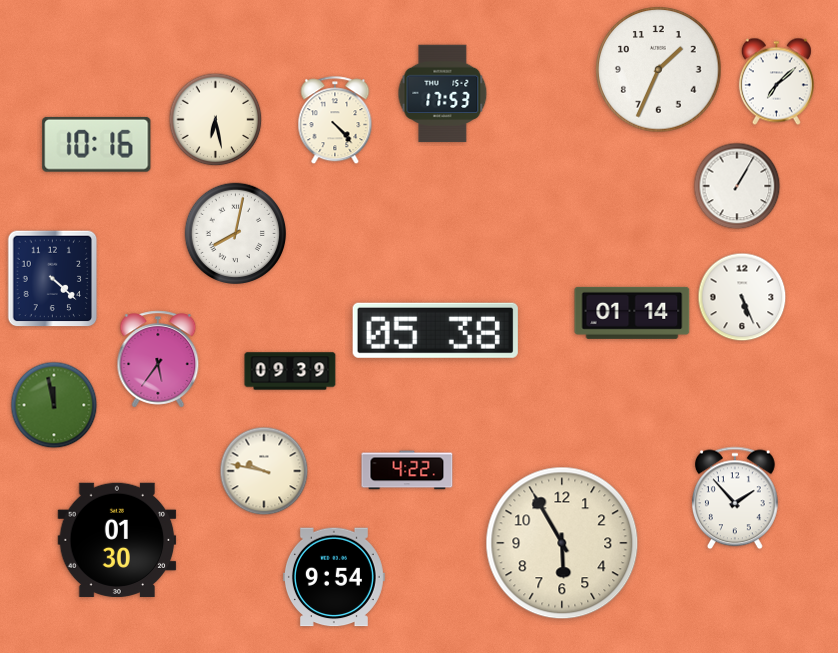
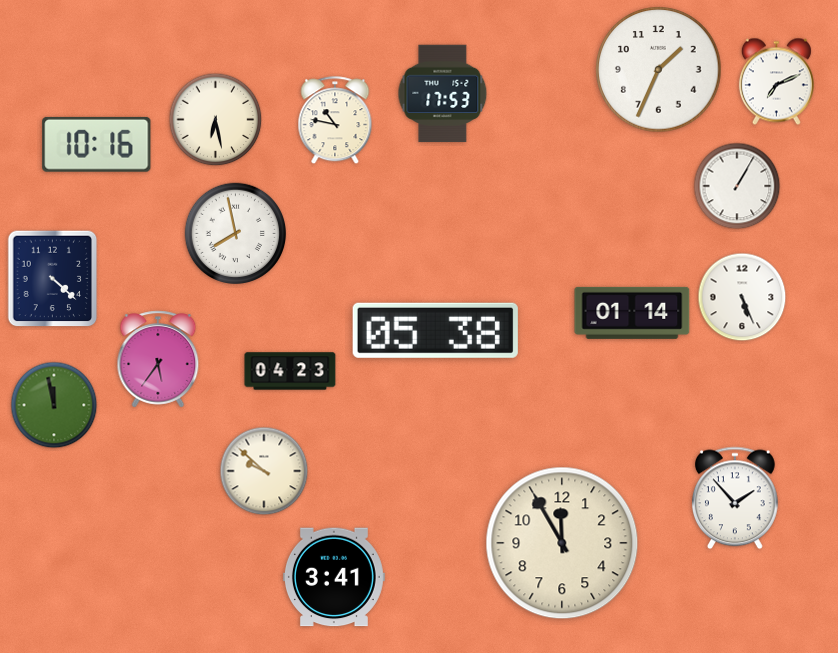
clock at (776, 82): 7:08 -> 7:11
clock at (335, 121): 4:23 -> 10:47
clock at (235, 233): 8:02 -> 7:58
clock at (290, 371): 09:39 -> 04:23
clock at (407, 470): 4:22 -> none
clock at (264, 471): 9:47 -> 9:52
clock at (117, 539): 01:30 -> none
clock at (562, 543): 5:55 -> 11:55
clock at (334, 577): 9:54 -> 3:41
